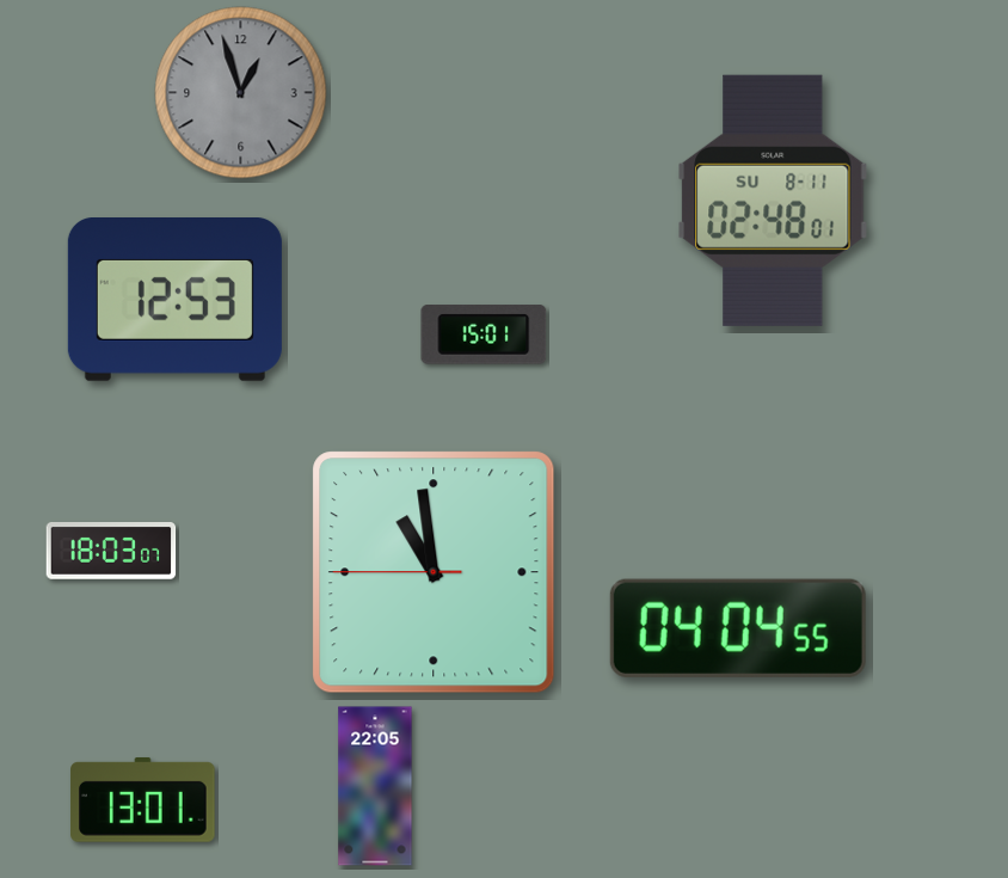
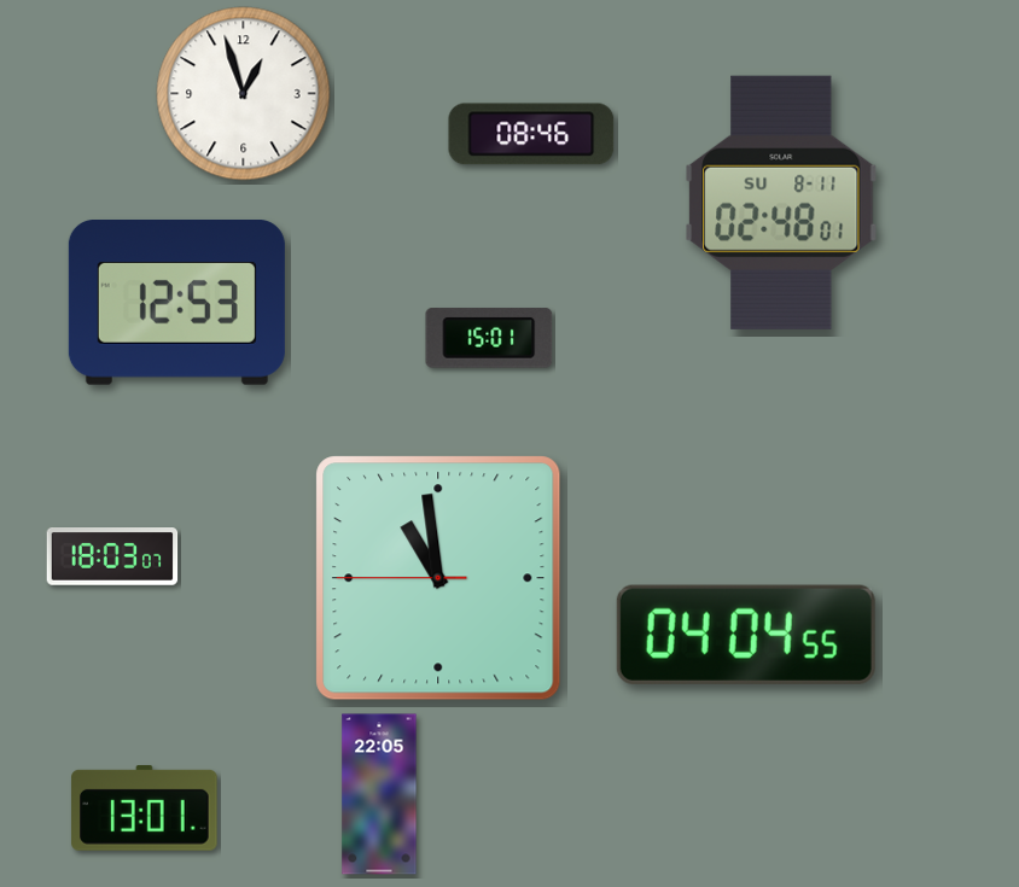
clock at (241, 93) dial: grey -> white
clock at (531, 134): none -> 08:46
